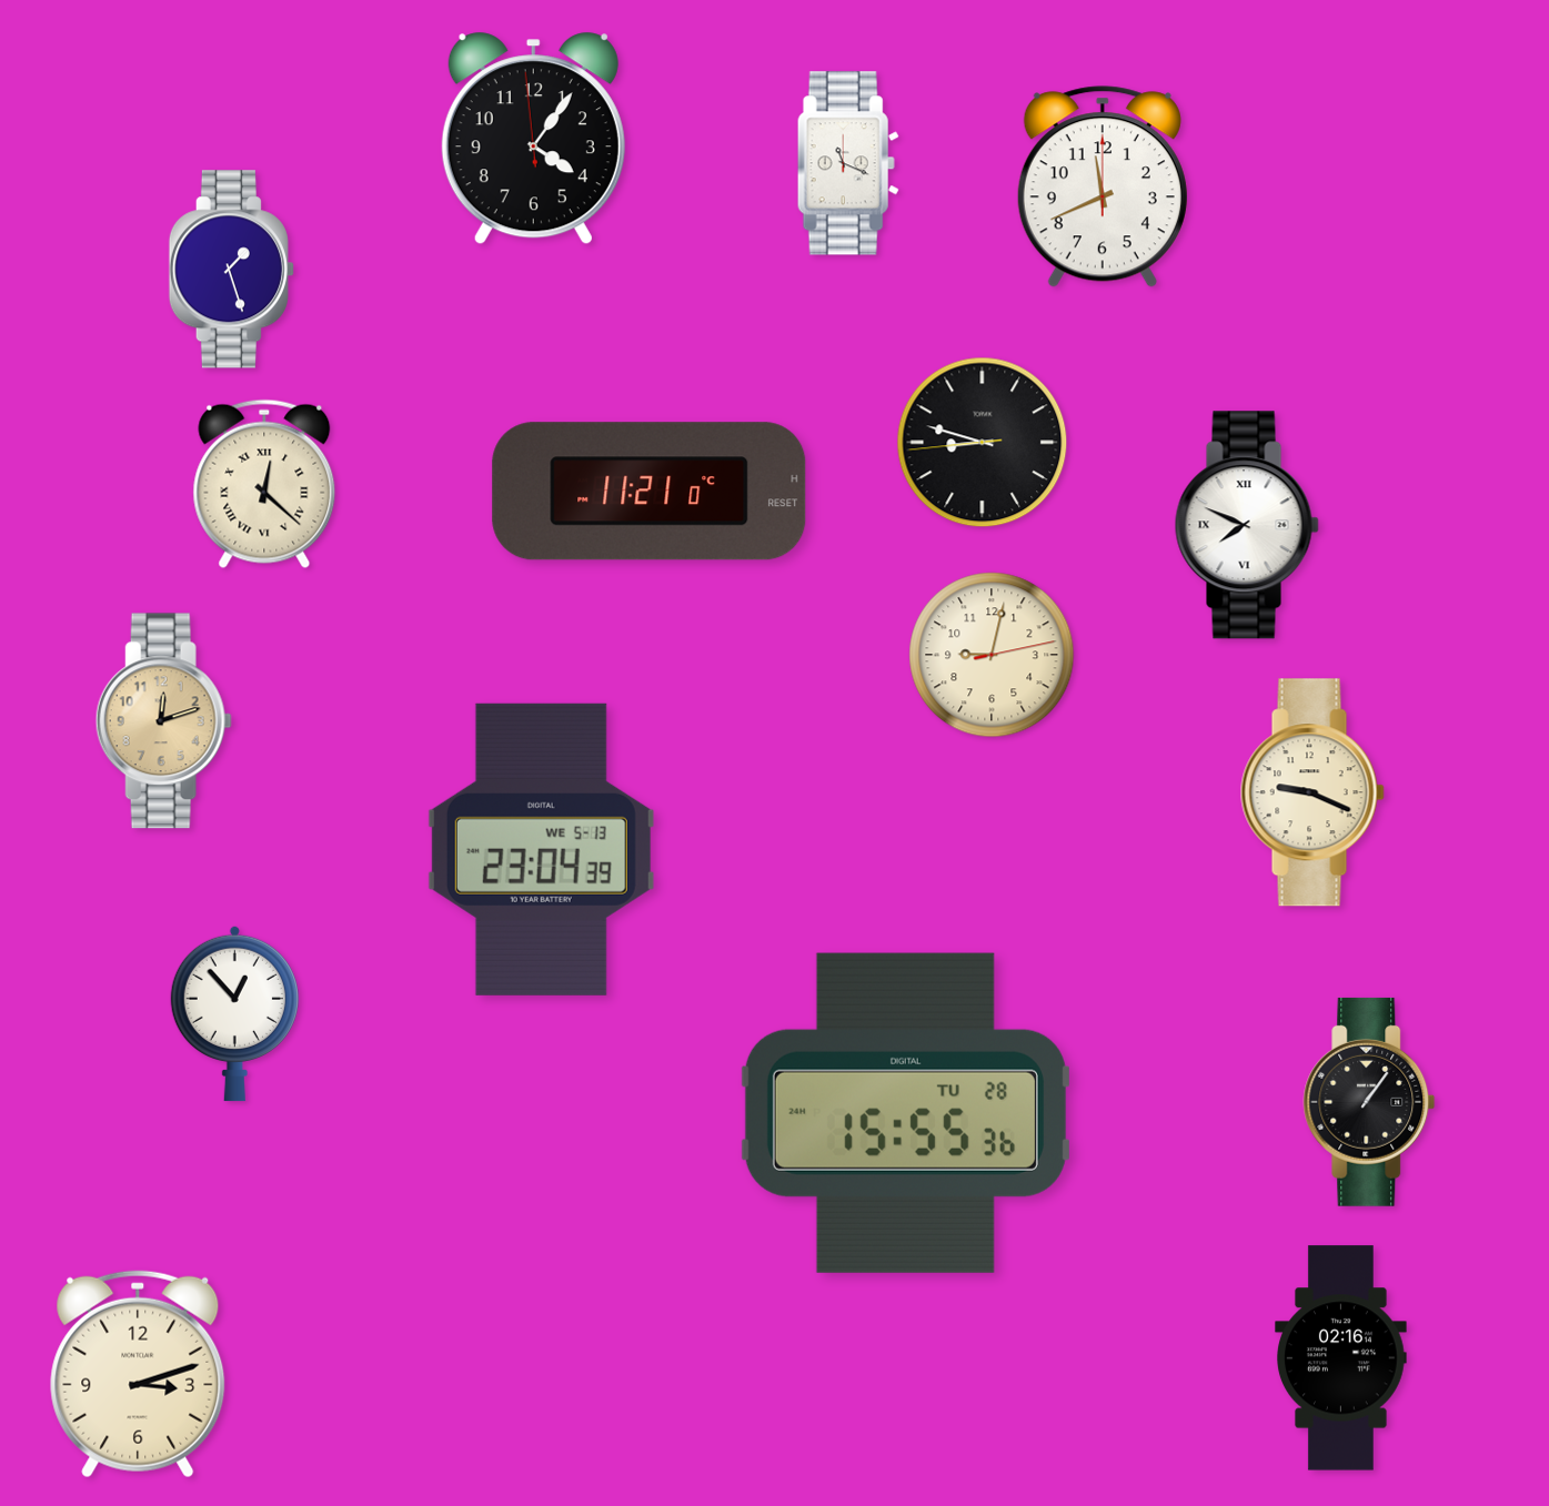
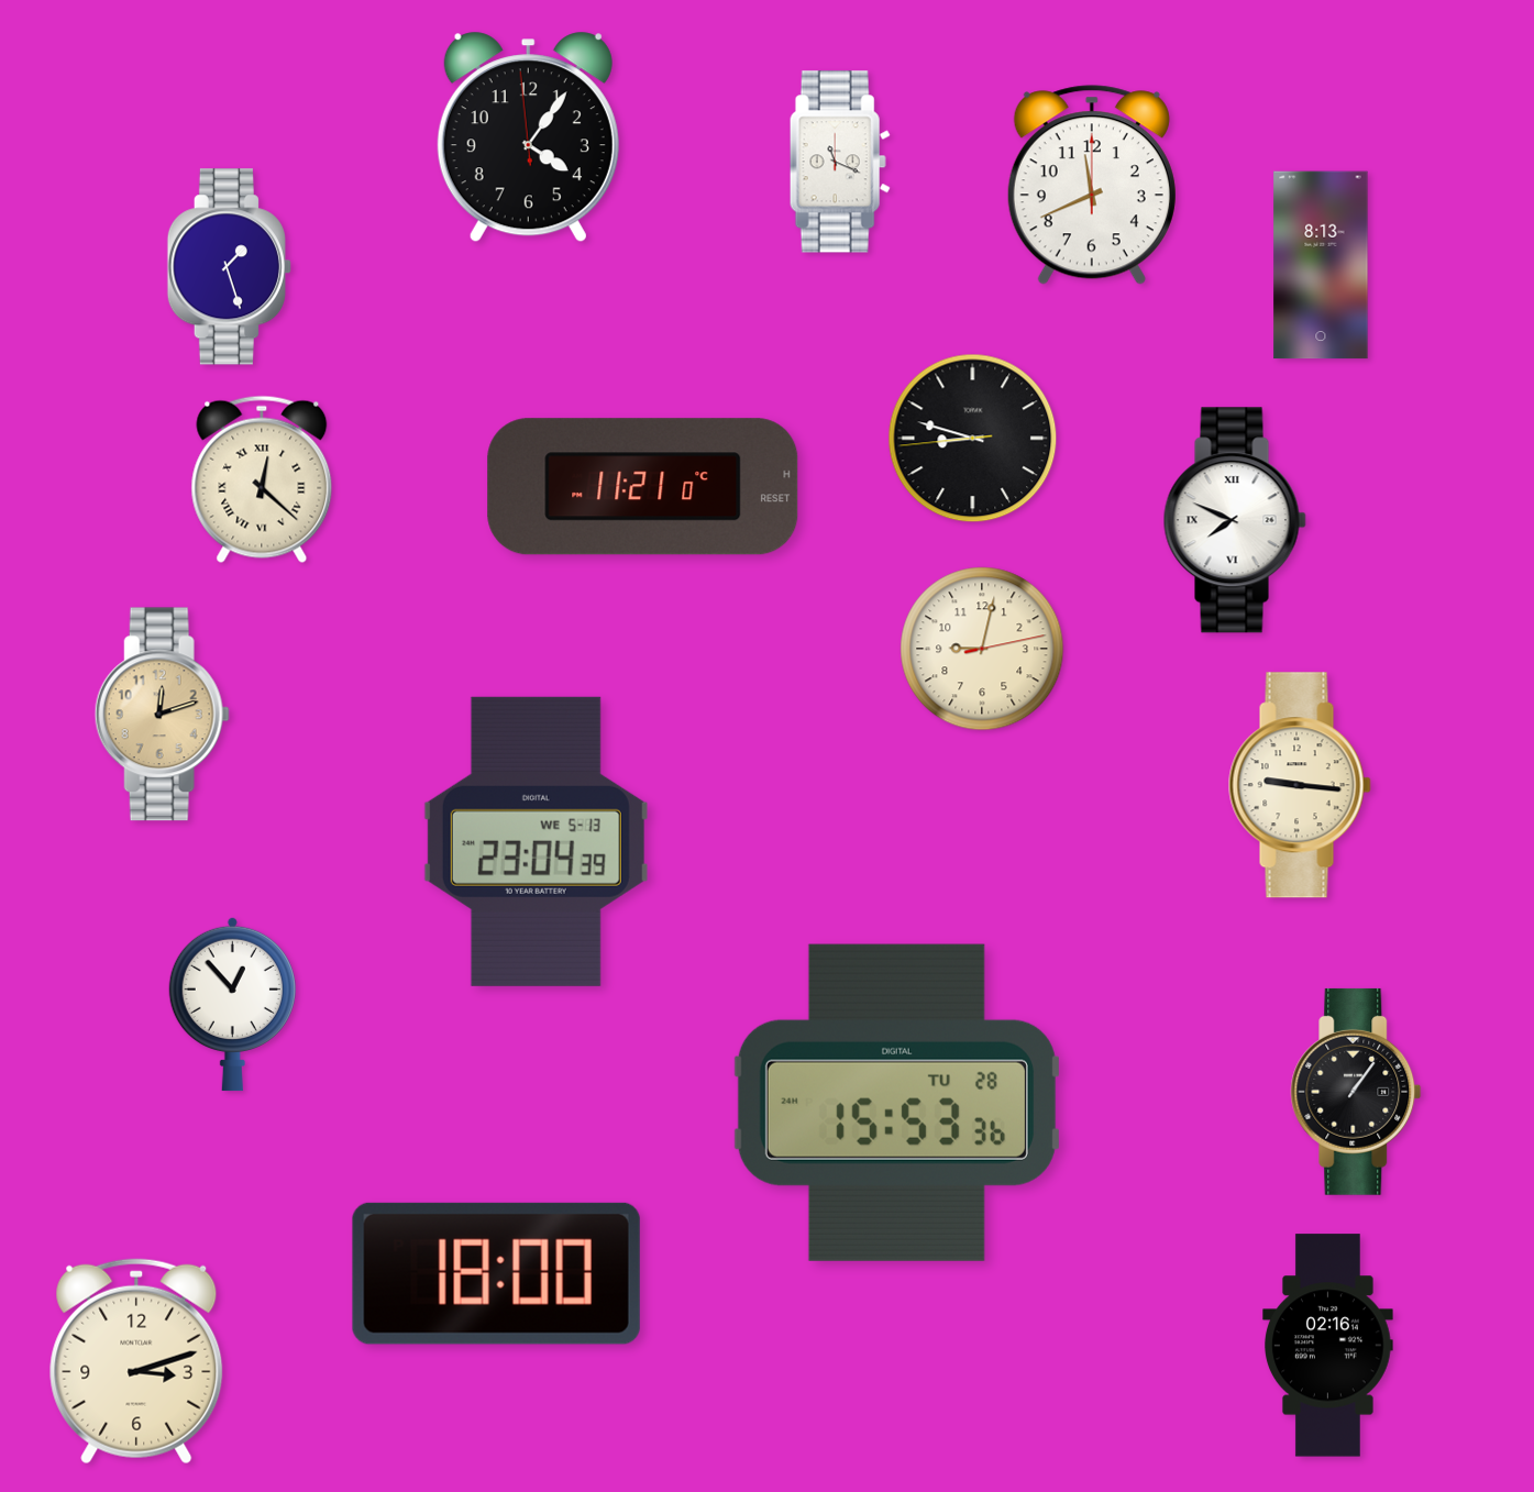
clock at (1321, 265): none -> 8:13
clock at (1312, 792): 9:19 -> 9:16
clock at (905, 1113): 15:55 -> 15:53
clock at (496, 1273): none -> 18:00
